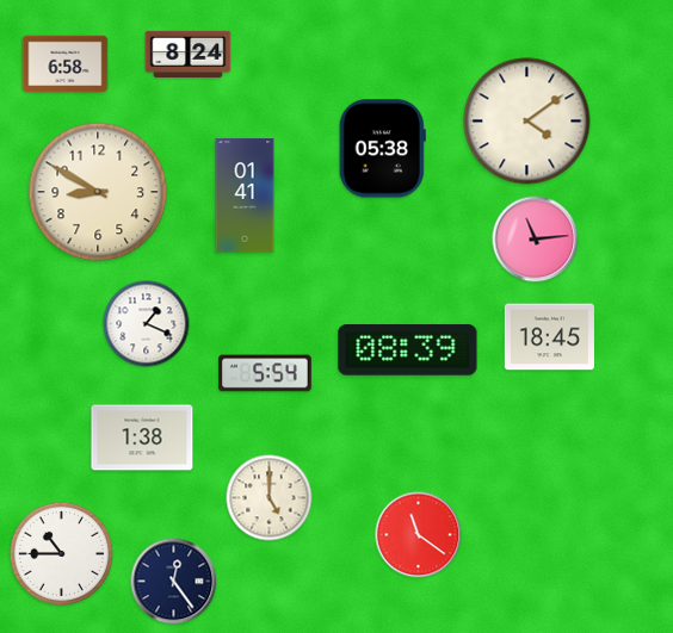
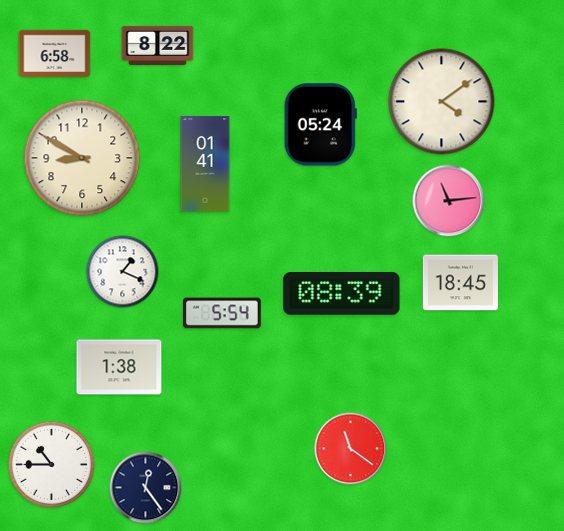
clock at (189, 54): 8:24 -> 8:22
clock at (382, 149): 05:38 -> 05:24
clock at (98, 192) position: (98, 192) -> (82, 158)
clock at (270, 498): 5:00 -> none
